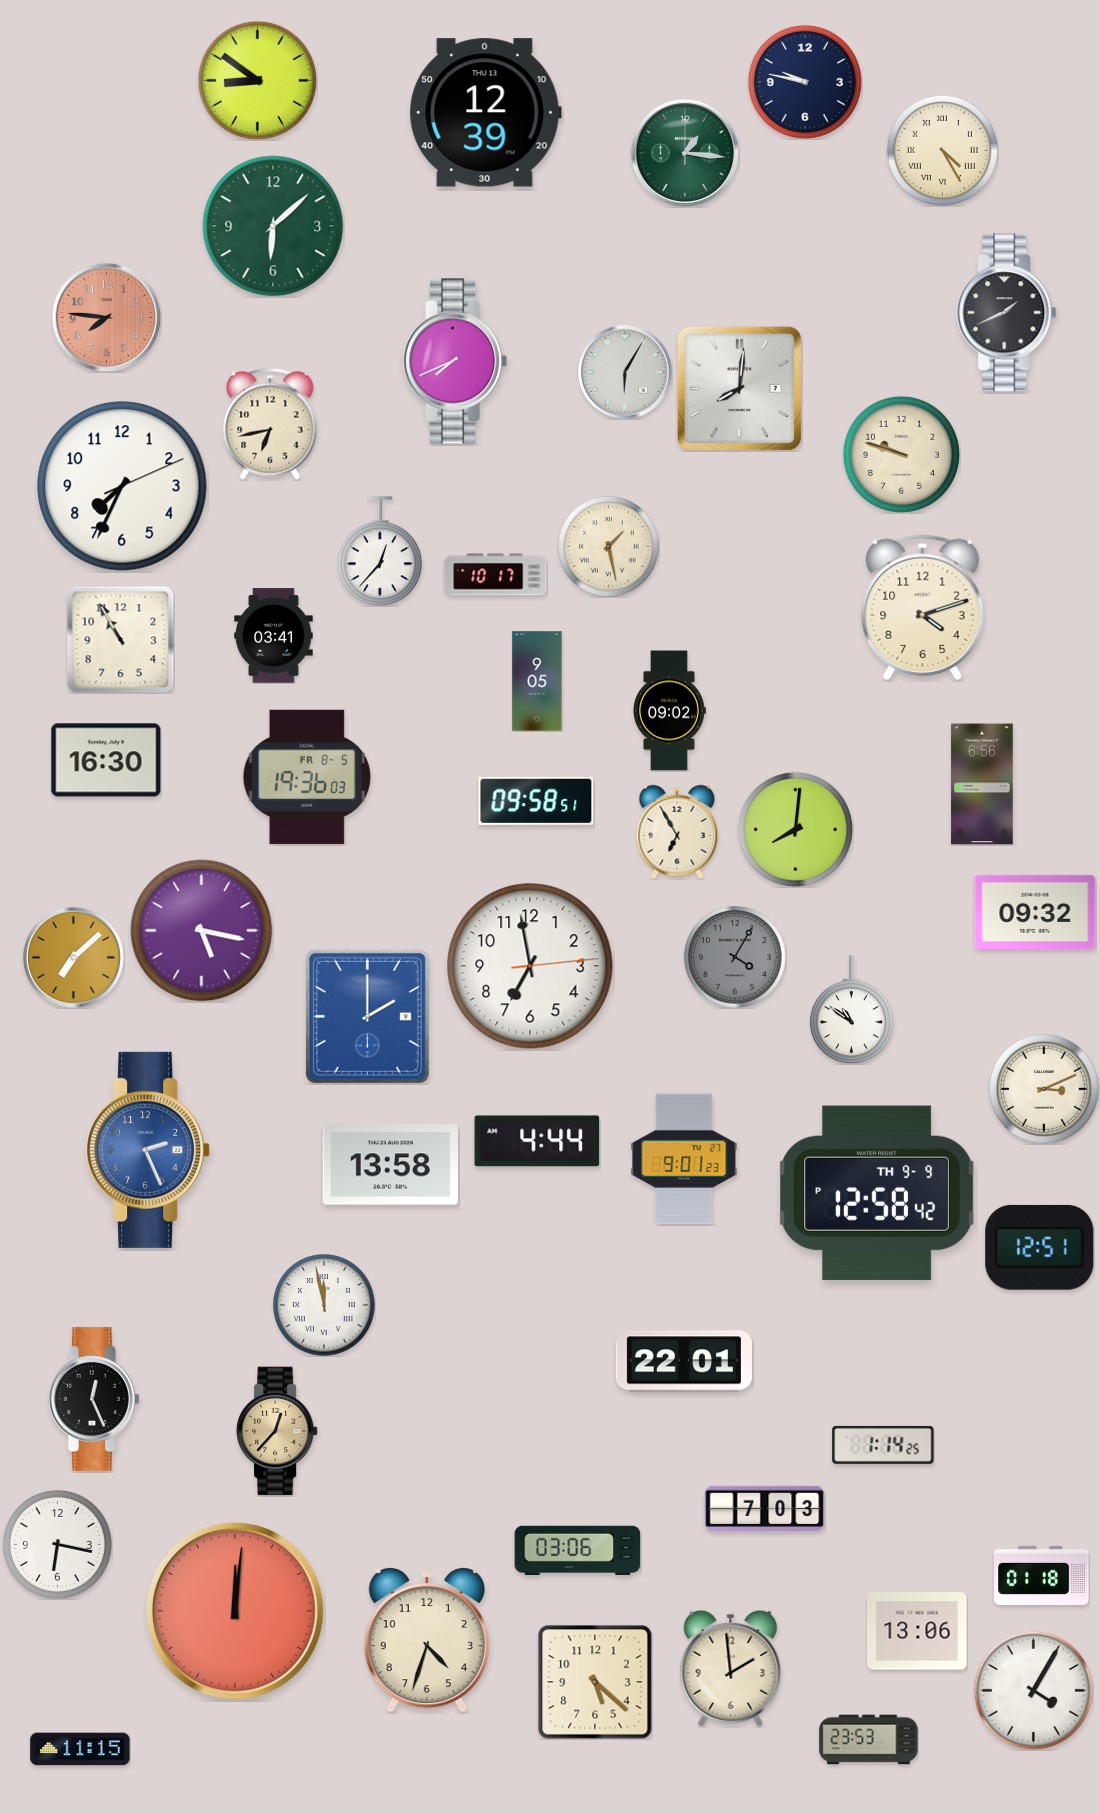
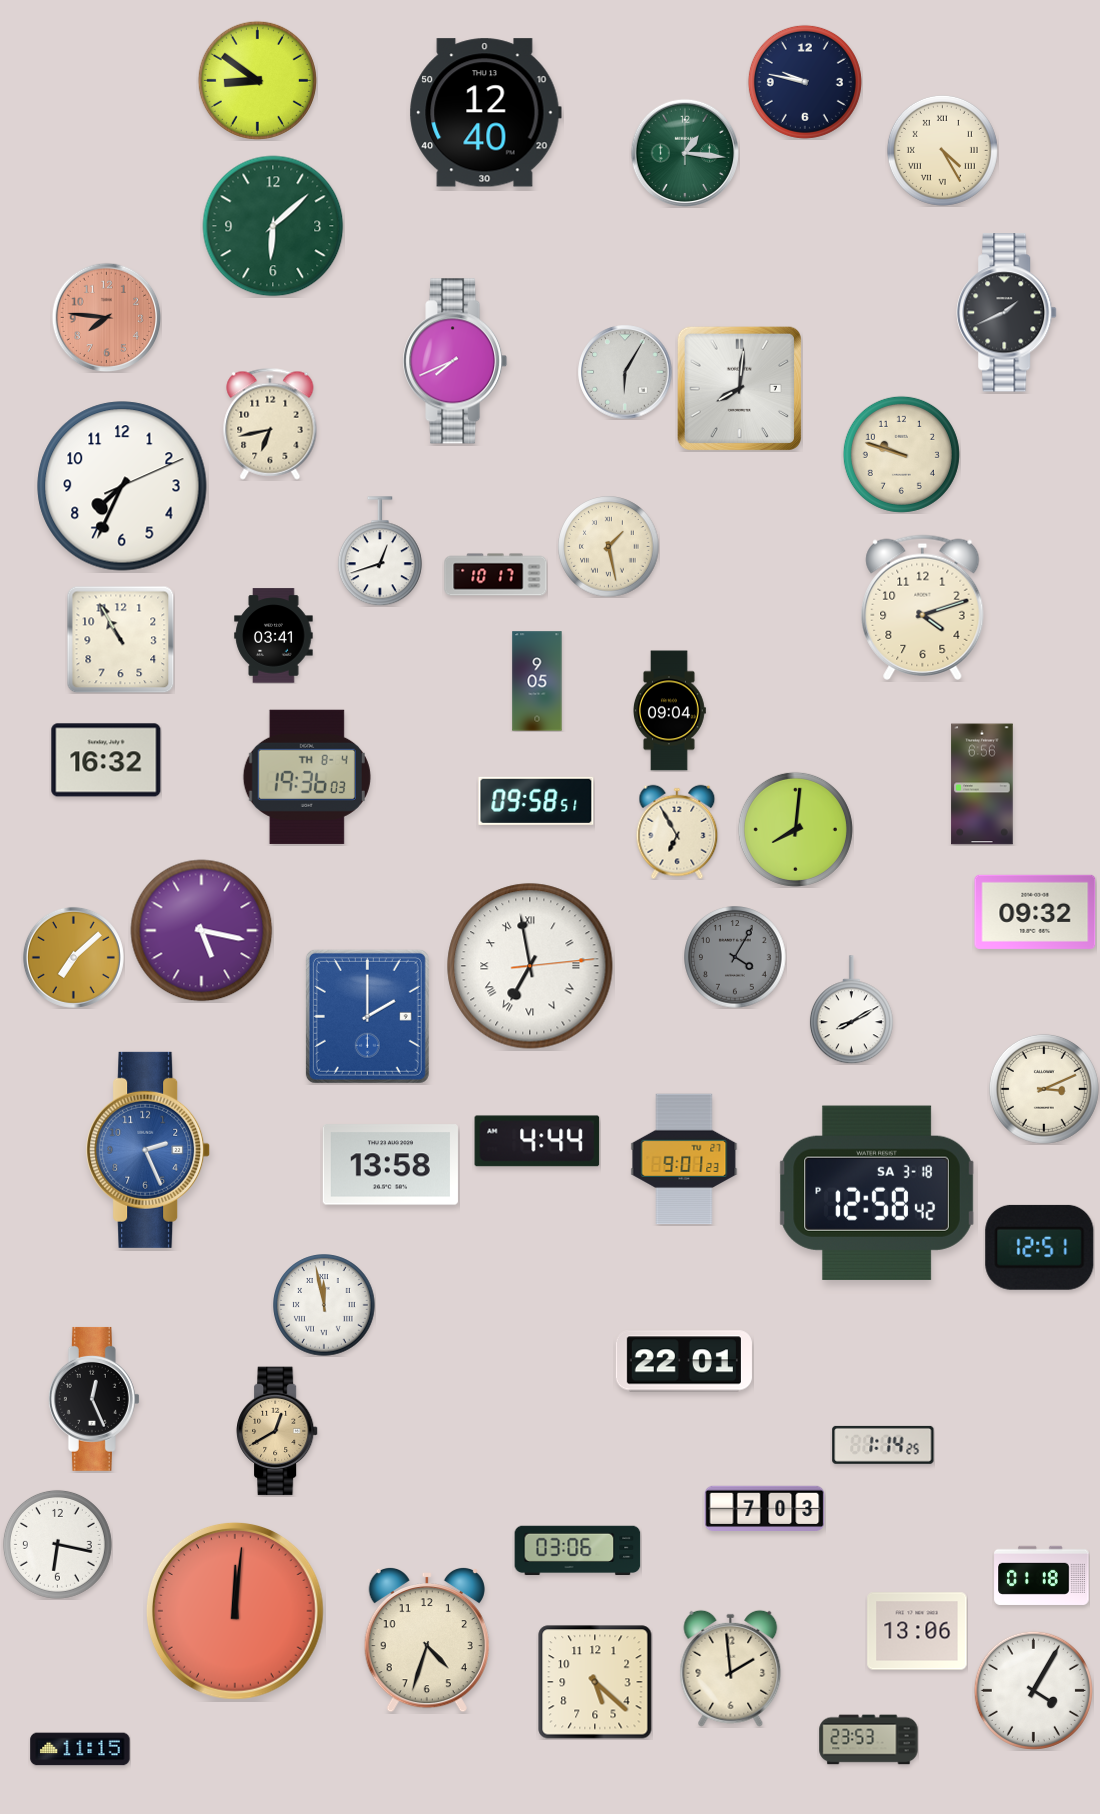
clock at (485, 113): 12:39 -> 12:40
clock at (380, 551): 12:37 -> 12:42
clock at (670, 711): 09:02 -> 09:04
clock at (106, 760): 16:30 -> 16:32
clock at (307, 777) date: FR 8-5 -> TH 8-4
clock at (530, 966) numerals: Arabic -> Roman
clock at (851, 1010): 10:51 -> 8:10
clock at (877, 1193) date: TH 9-9 -> SA 3-18
clock at (278, 1431): 12:37 -> 12:40
